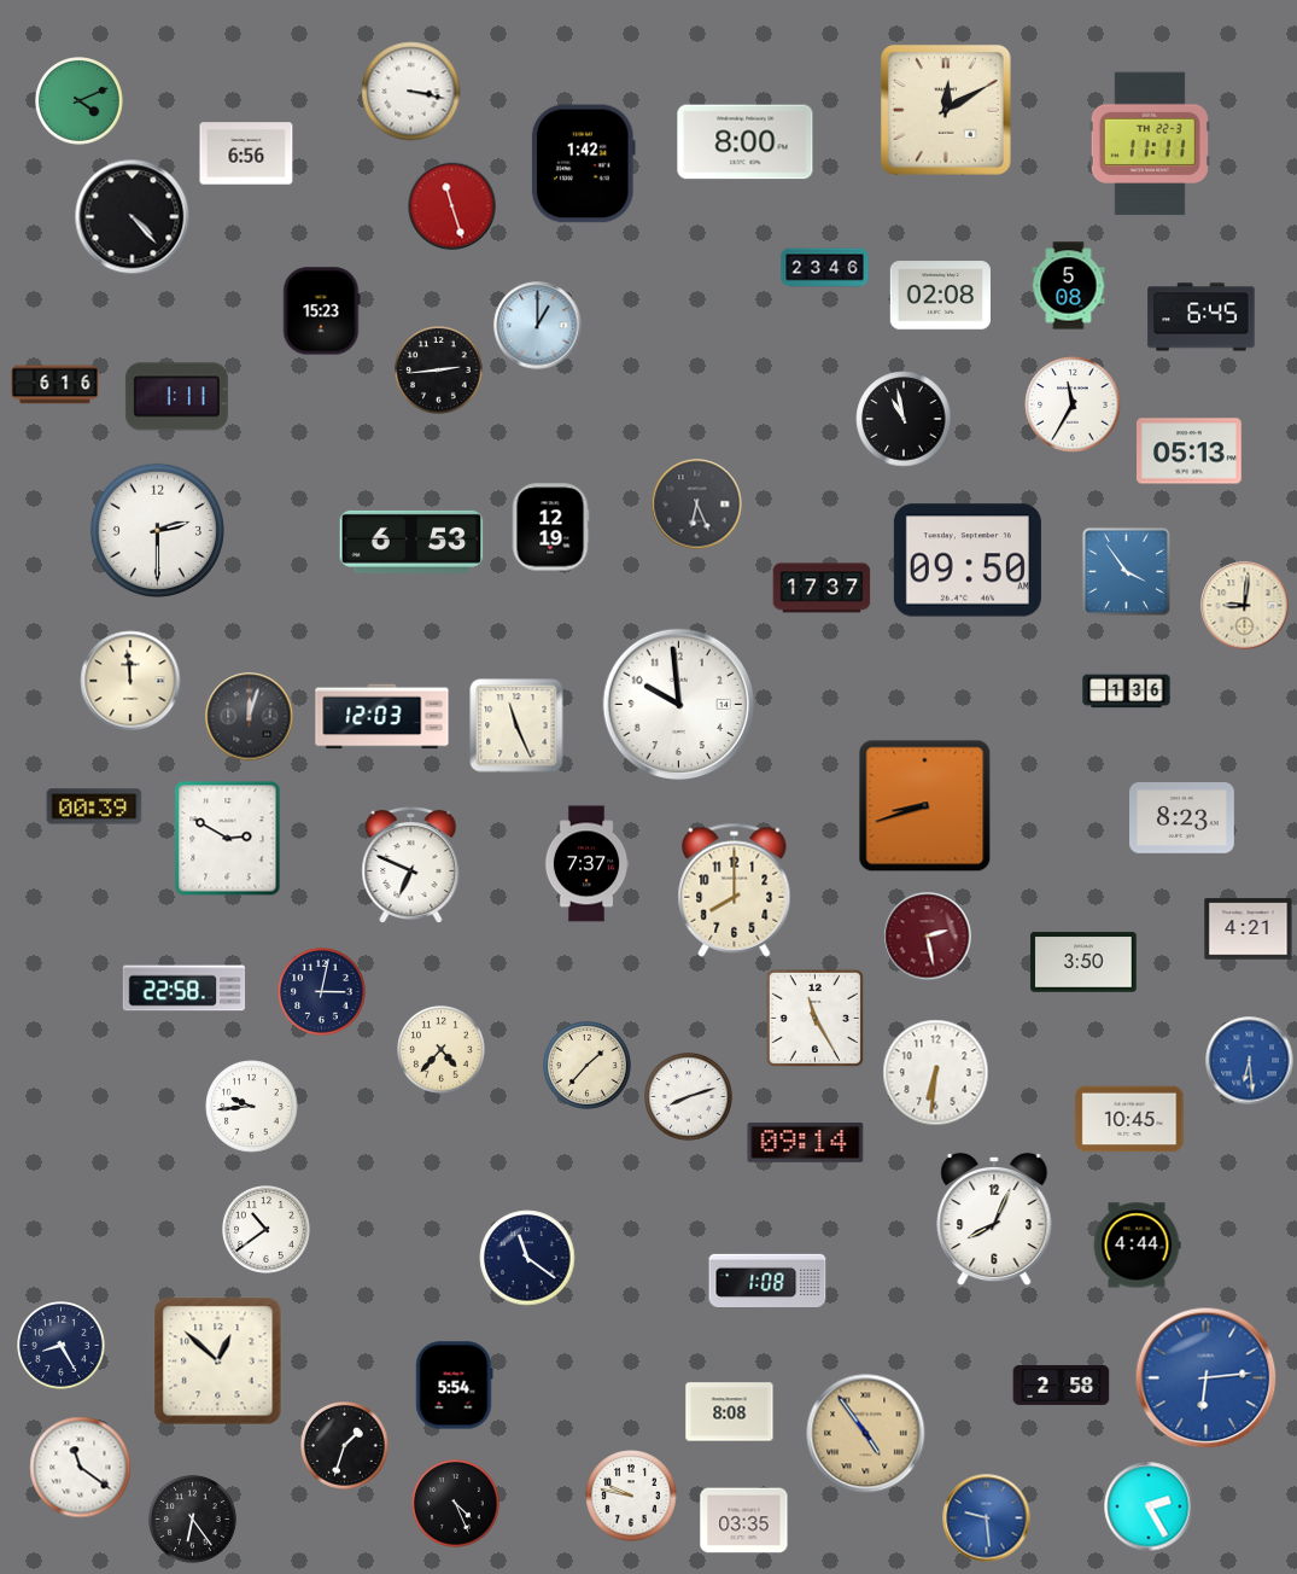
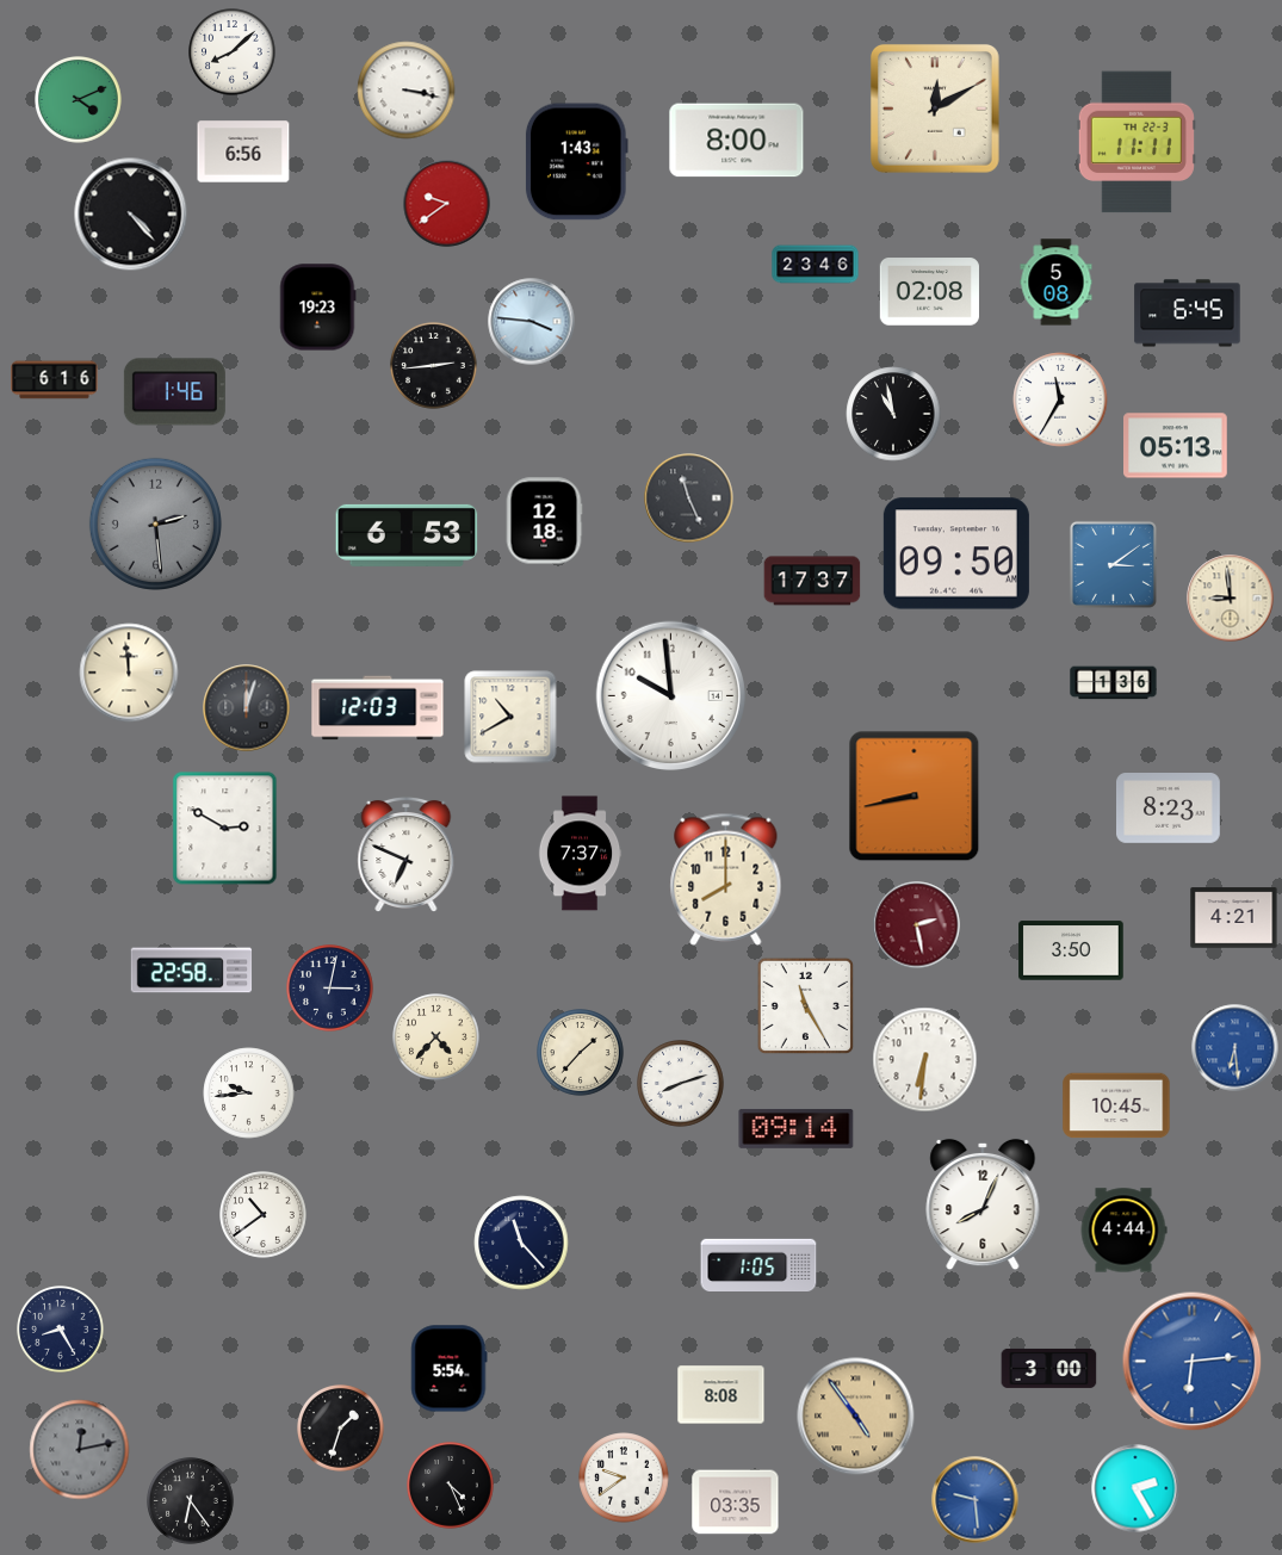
clock at (233, 52): none -> 8:08
clock at (583, 164): 1:42 -> 1:43
clock at (452, 206): 11:27 -> 9:39
clock at (322, 311): 15:23 -> 19:23
clock at (538, 326): 1:00 -> 3:46
clock at (176, 397): 1:11 -> 1:46
clock at (697, 505): 6:26 -> 11:26
clock at (550, 527): 12:19 -> 12:18
clock at (157, 530): 2:30 -> 2:29
clock at (157, 530) dial: white -> grey
clock at (1126, 571): 3:54 -> 3:09
clock at (1245, 606): 9:01 -> 8:59
clock at (516, 725): 11:26 -> 10:40
clock at (94, 806): 00:39 -> none
clock at (925, 806): 8:42 -> 8:43
clock at (185, 989) position: (185, 989) -> (192, 971)
clock at (322, 992) position: (322, 992) -> (330, 989)
clock at (527, 1258): 11:21 -> 11:23
clock at (767, 1279): 1:08 -> 1:05
clock at (218, 1362): 12:52 -> none
clock at (1062, 1384): 2:58 -> 3:00
clock at (81, 1468): 11:21 -> 12:13
clock at (81, 1468) dial: white -> grey
clock at (631, 1496): 9:47 -> 9:39
